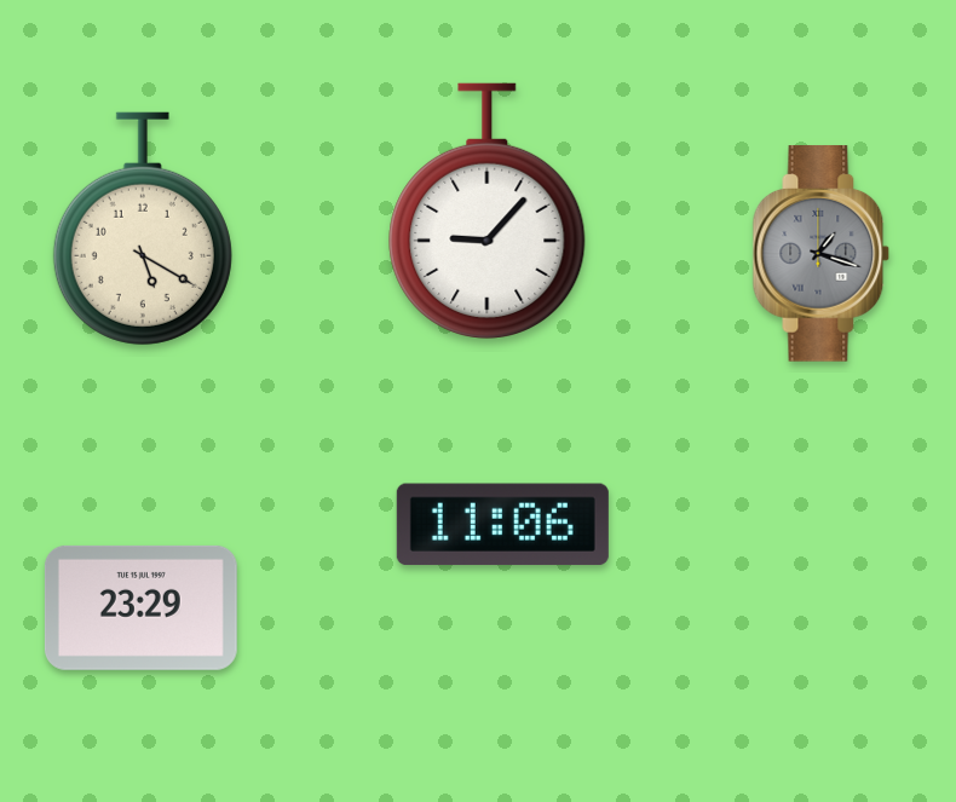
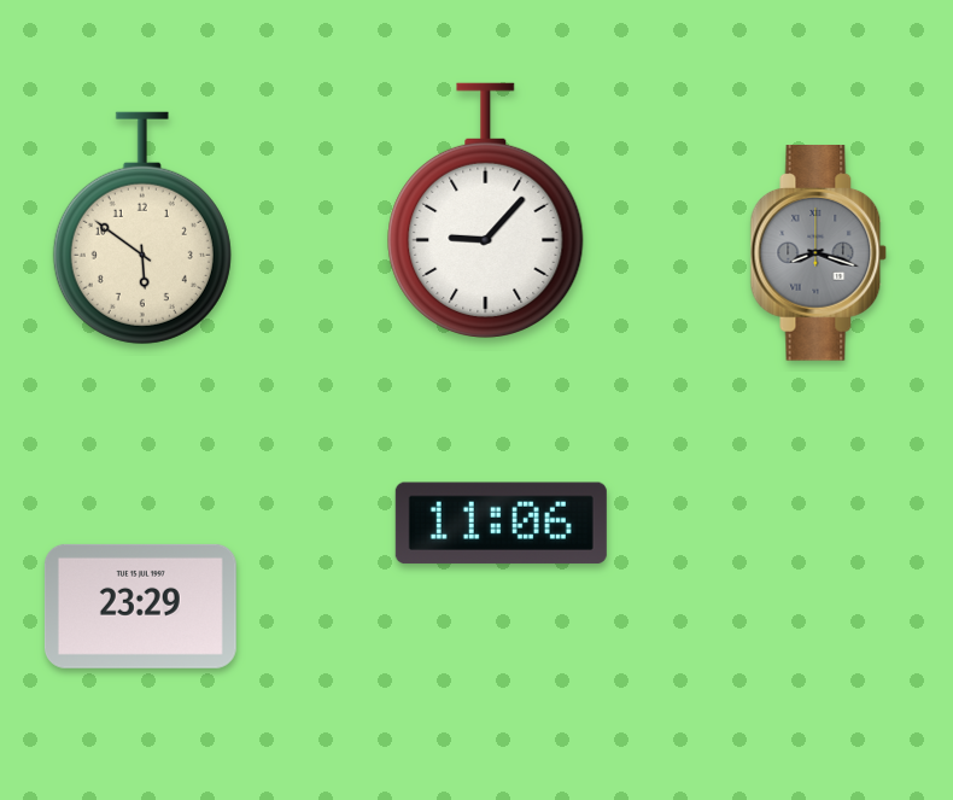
clock at (143, 229): 5:20 -> 5:51
clock at (822, 254): 1:18 -> 8:18
